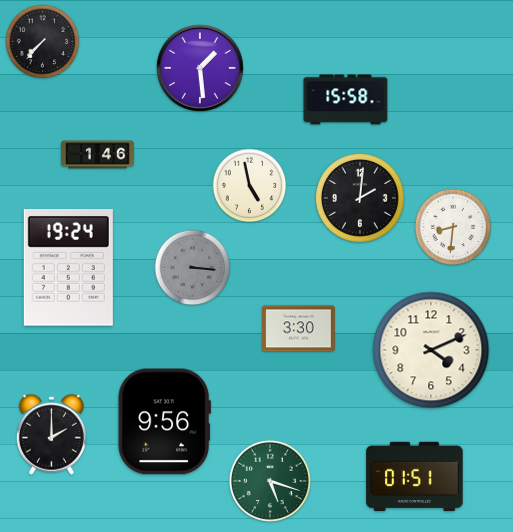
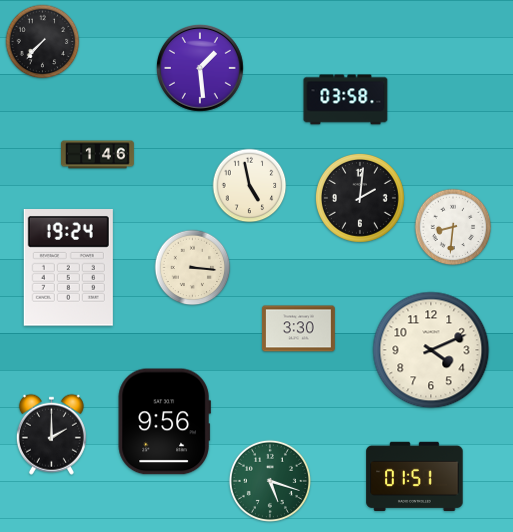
clock at (346, 100): 15:58 -> 03:58
clock at (193, 268) dial: grey -> cream
